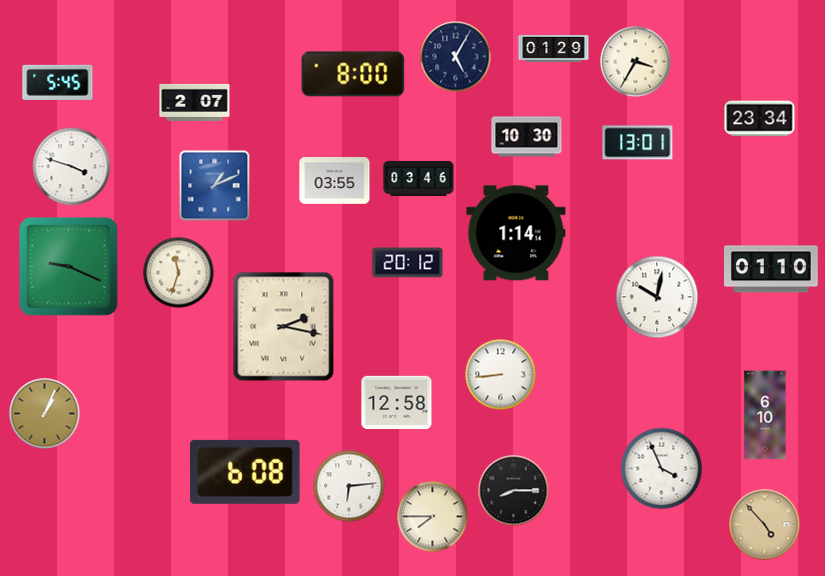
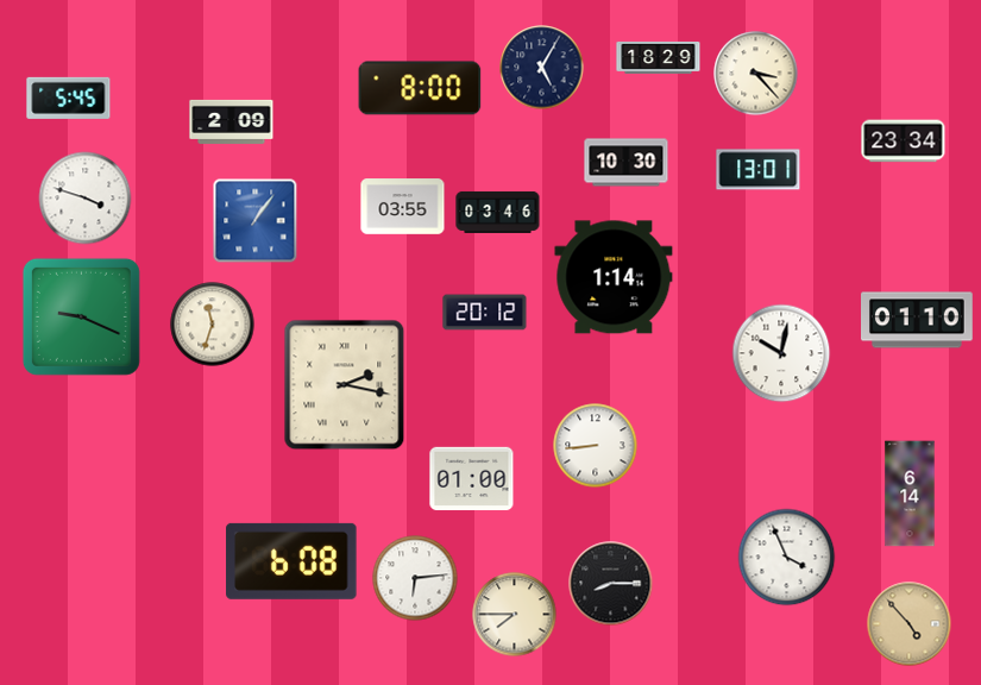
clock at (554, 48): 01:29 -> 18:29
clock at (636, 62): 3:35 -> 3:23
clock at (195, 102): 2:07 -> 2:09
clock at (335, 181) position: (335, 181) -> (403, 207)
clock at (215, 186): 1:11 -> 1:06
clock at (284, 327) position: (284, 327) -> (345, 385)
clock at (397, 403): 12:58 -> 01:00
clock at (45, 414): 1:04 -> none
clock at (765, 415): 6:10 -> 6:14
